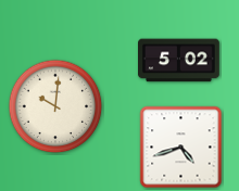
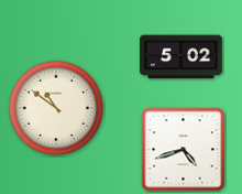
clock at (179, 61) position: (179, 61) -> (182, 57)
clock at (55, 106): 10:01 -> 10:51
